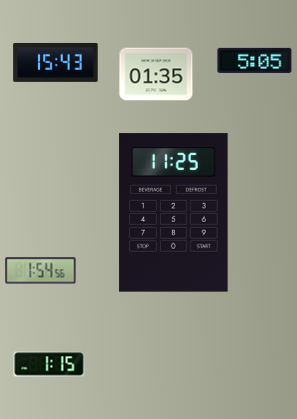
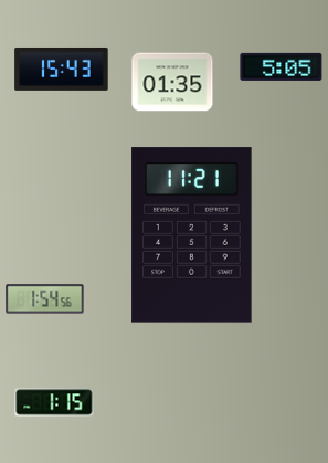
clock at (174, 213): 11:25 -> 11:21
